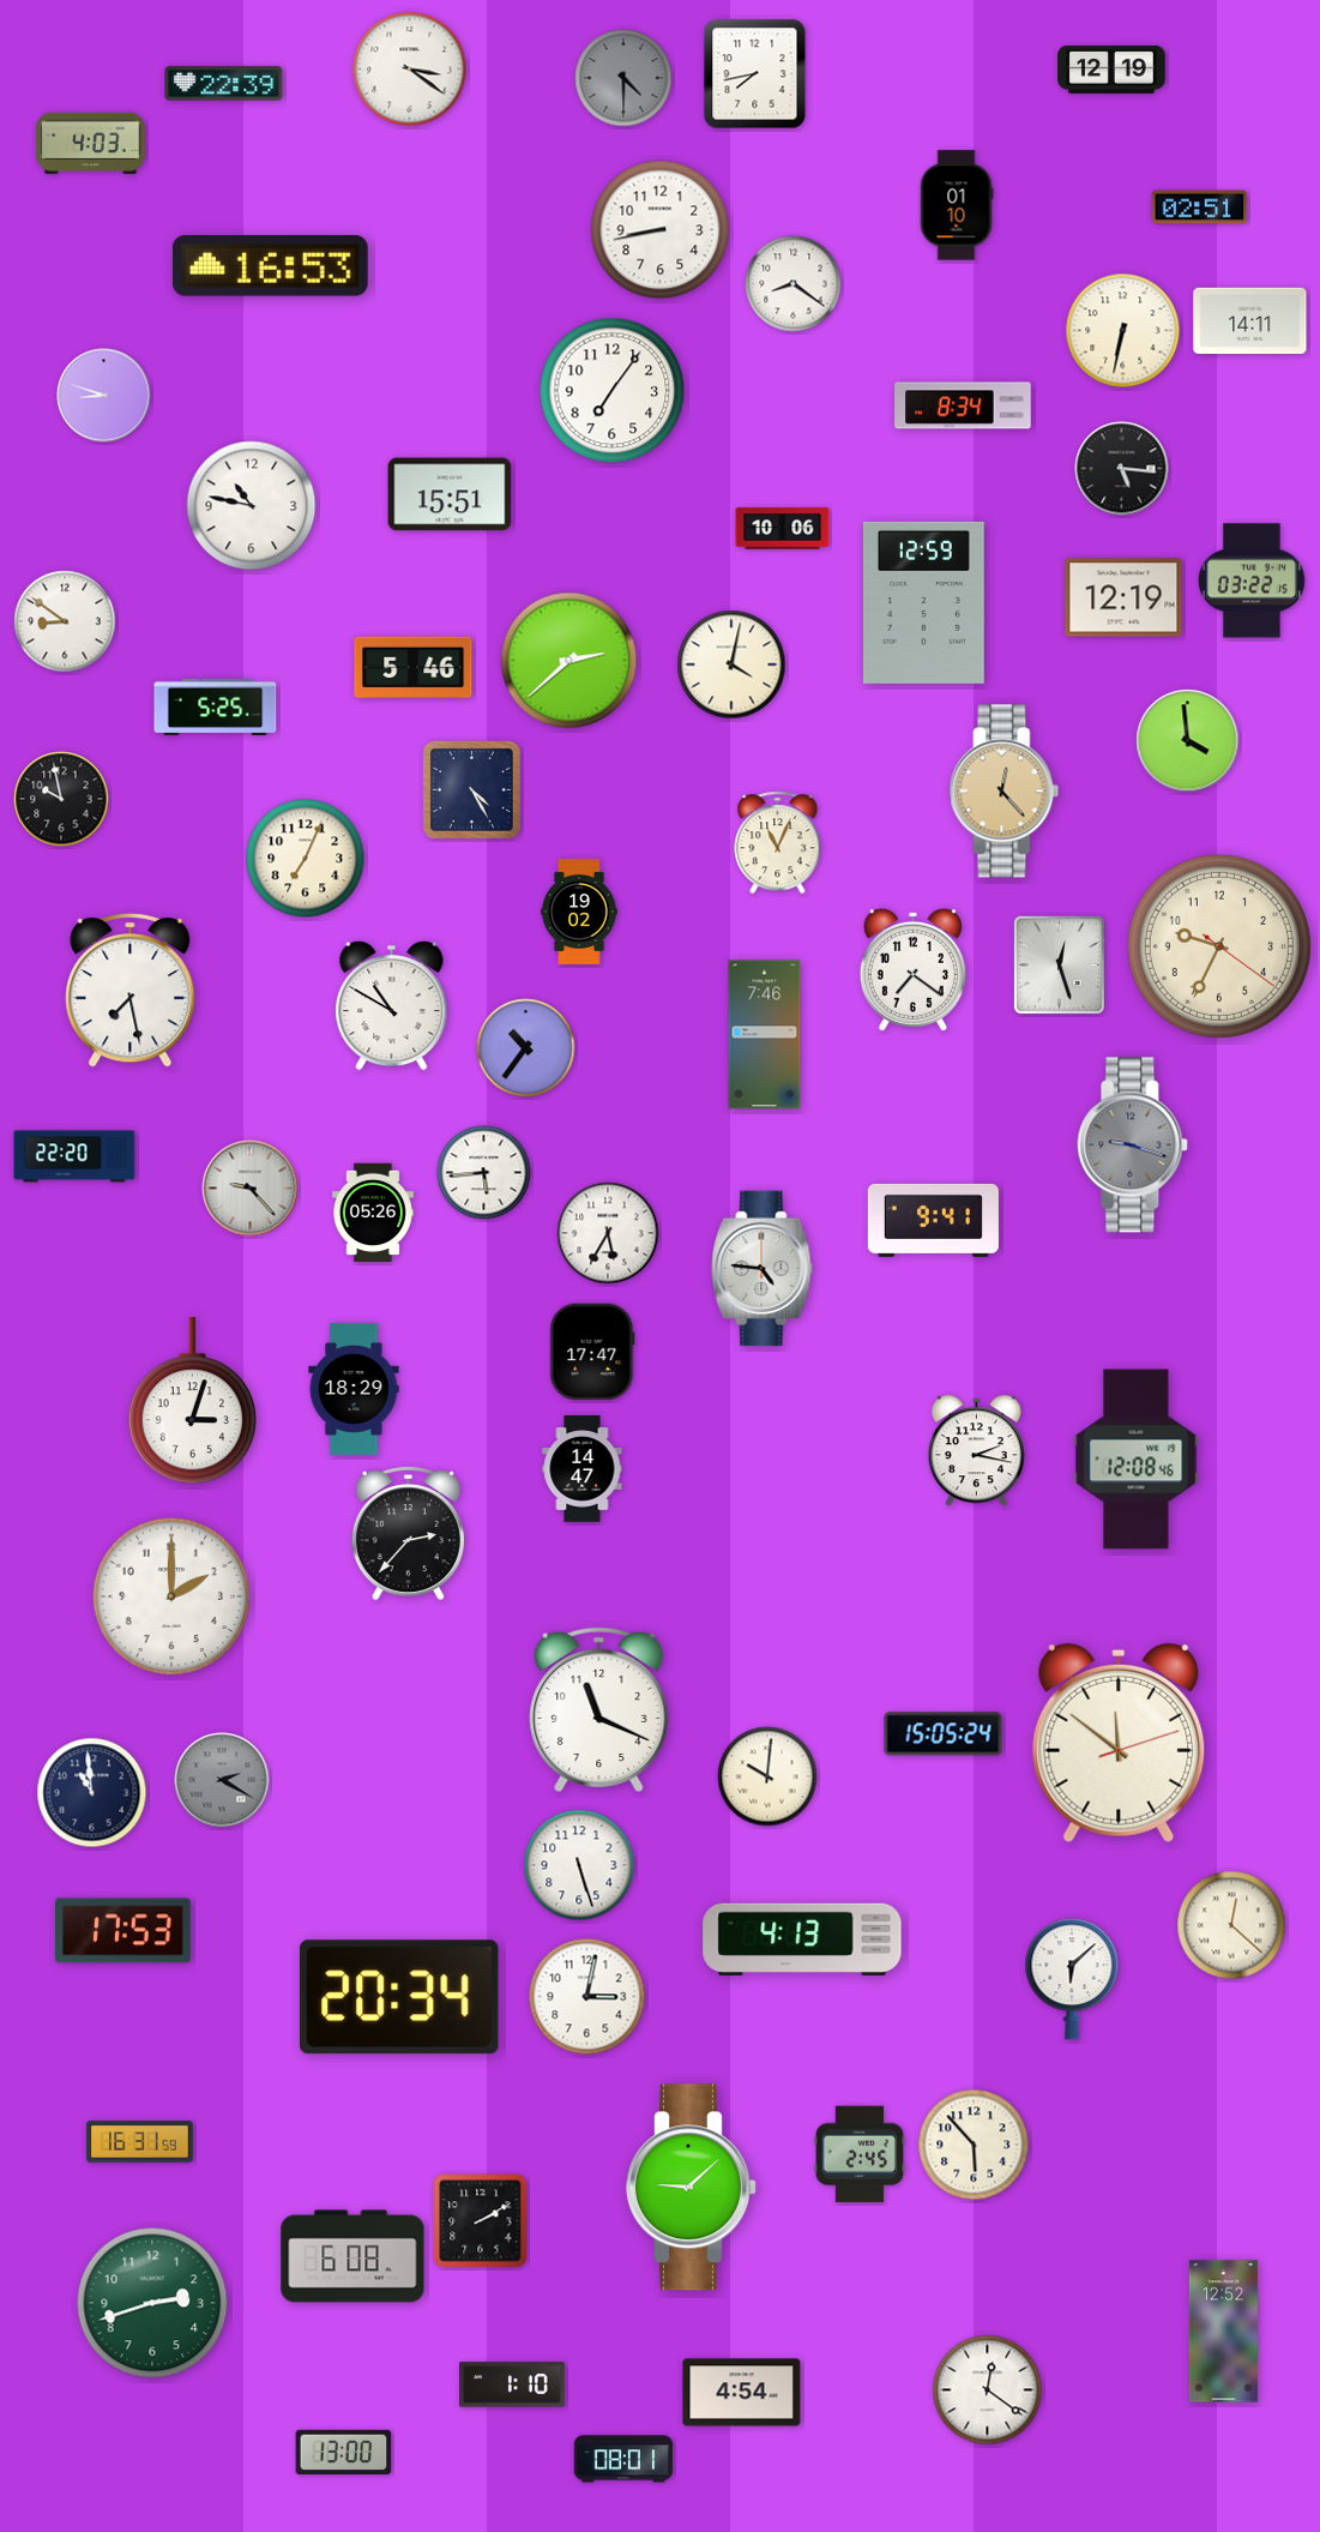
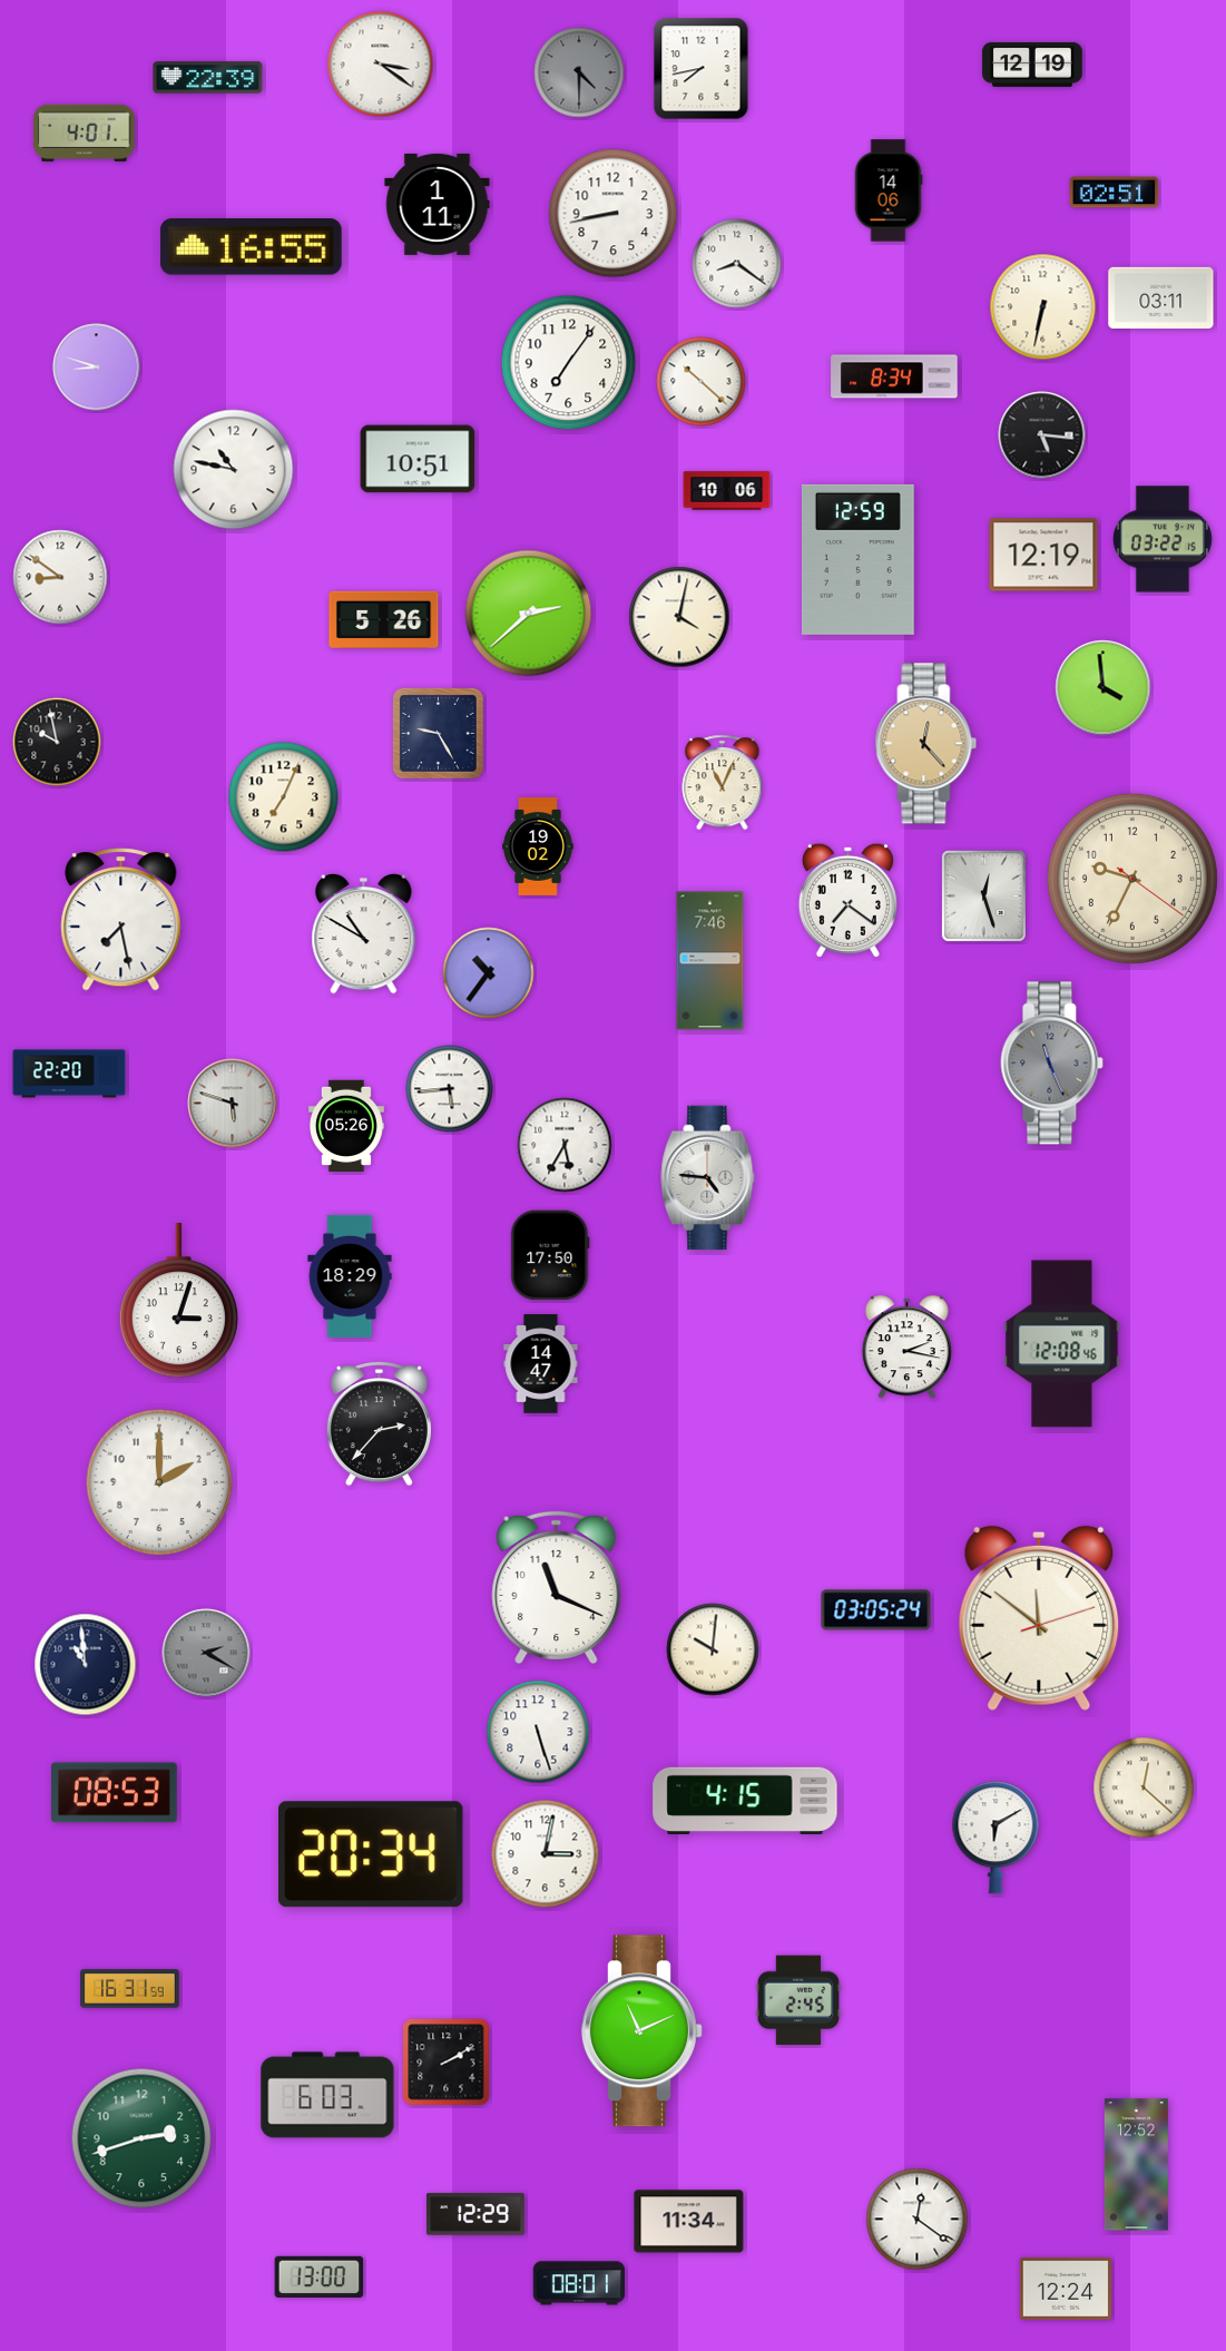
clock at (91, 143): 4:03 -> 4:01
clock at (957, 205): 01:10 -> 14:06
clock at (438, 204): none -> 1:11
clock at (271, 266): 16:53 -> 16:55
clock at (1250, 320): 14:11 -> 03:11
clock at (702, 382): none -> 10:22
clock at (450, 494): 15:51 -> 10:51
clock at (414, 667): 5:46 -> 5:26
clock at (216, 706): 5:25 -> none
clock at (472, 790): 4:25 -> 9:25
clock at (1005, 792) position: (1005, 792) -> (926, 744)
clock at (1133, 1145): 9:18 -> 11:26
clock at (251, 1189): 9:23 -> 5:48
clock at (933, 1220): 9:41 -> none
clock at (592, 1352): 17:47 -> 17:50
clock at (354, 1389) position: (354, 1389) -> (350, 1276)
clock at (1137, 1460) position: (1137, 1460) -> (1062, 1344)
clock at (944, 1734): 15:05 -> 03:05
clock at (123, 1931): 17:53 -> 08:53
clock at (802, 1939): 4:13 -> 4:15
clock at (1072, 1979): 6:08 -> 6:10
clock at (974, 2145): 5:53 -> none
clock at (692, 2188): 9:08 -> 11:11
clock at (352, 2256): 6:08 -> 6:03
clock at (513, 2384): 1:10 -> 12:29
clock at (742, 2393): 4:54 -> 11:34
clock at (1066, 2289): none -> 12:24
